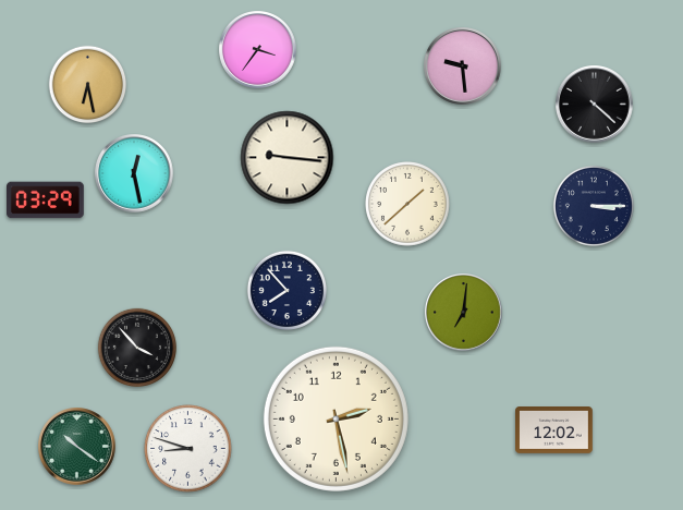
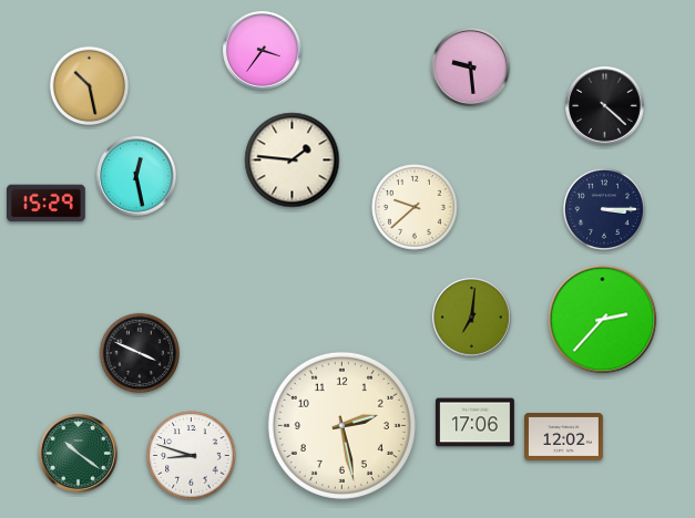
clock at (88, 85): 6:28 -> 10:28
clock at (288, 158): 9:16 -> 1:46
clock at (46, 201): 03:29 -> 15:29
clock at (408, 205): 1:38 -> 9:38
clock at (286, 290): 7:53 -> none
clock at (603, 320): none -> 2:37
clock at (136, 347): 3:53 -> 3:49
clock at (476, 423): none -> 17:06
